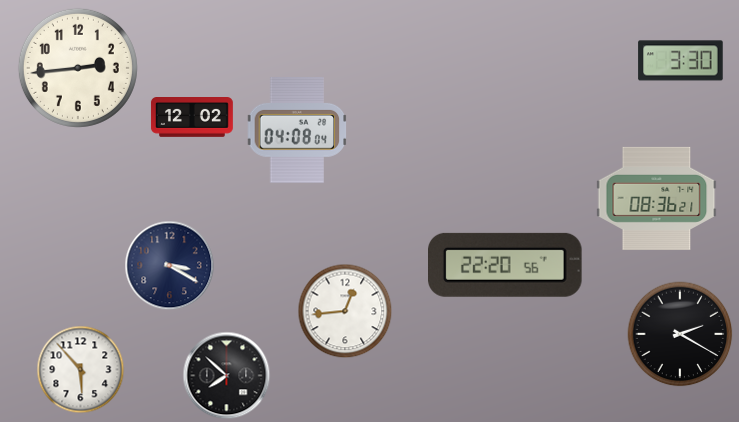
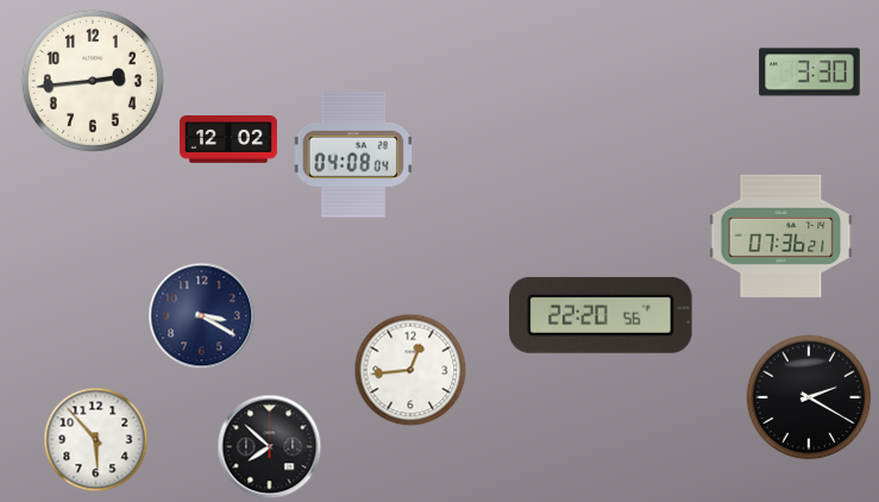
clock at (657, 198): 08:36 -> 07:36
